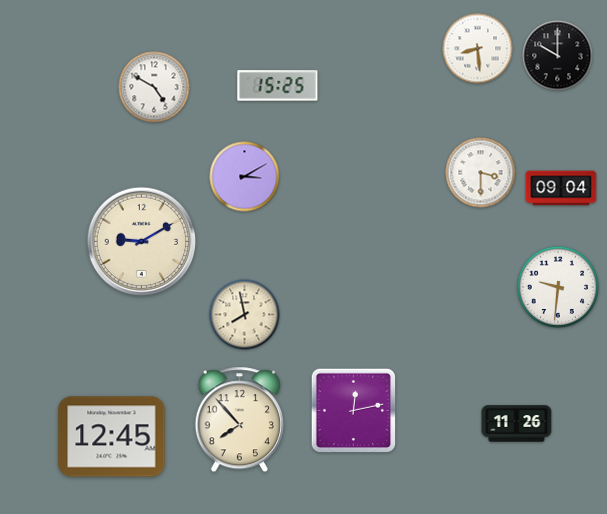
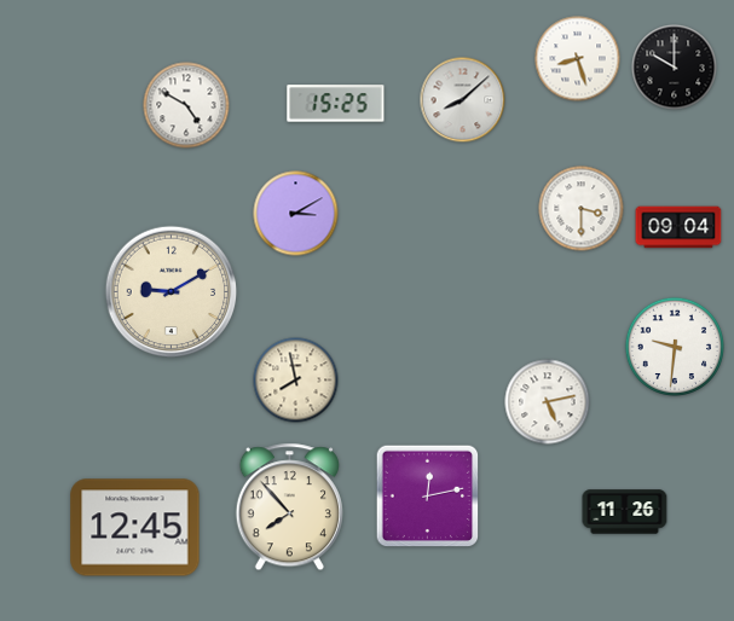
clock at (478, 49): 8:29 -> 8:27
clock at (463, 100): none -> 8:08
clock at (548, 402): none -> 5:13
